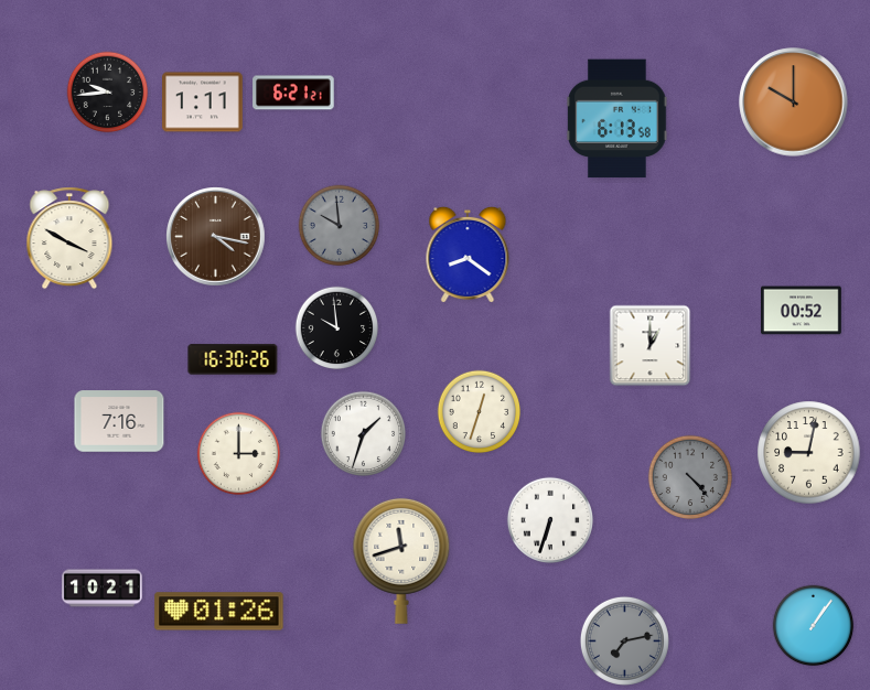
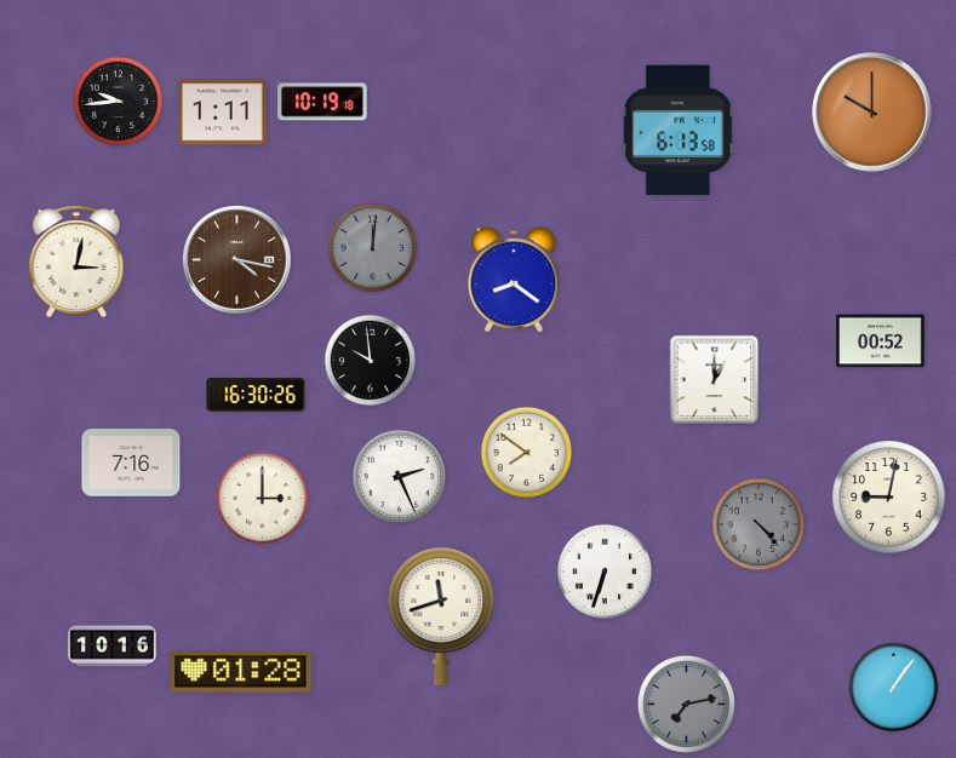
clock at (293, 93): 6:21 -> 10:19
clock at (340, 226): 9:59 -> 12:01
clock at (69, 238): 3:50 -> 3:02
clock at (480, 412): 12:33 -> 7:51
clock at (363, 433): 1:33 -> 2:26
clock at (103, 589): 10:21 -> 10:16
clock at (219, 612): 01:26 -> 01:28
